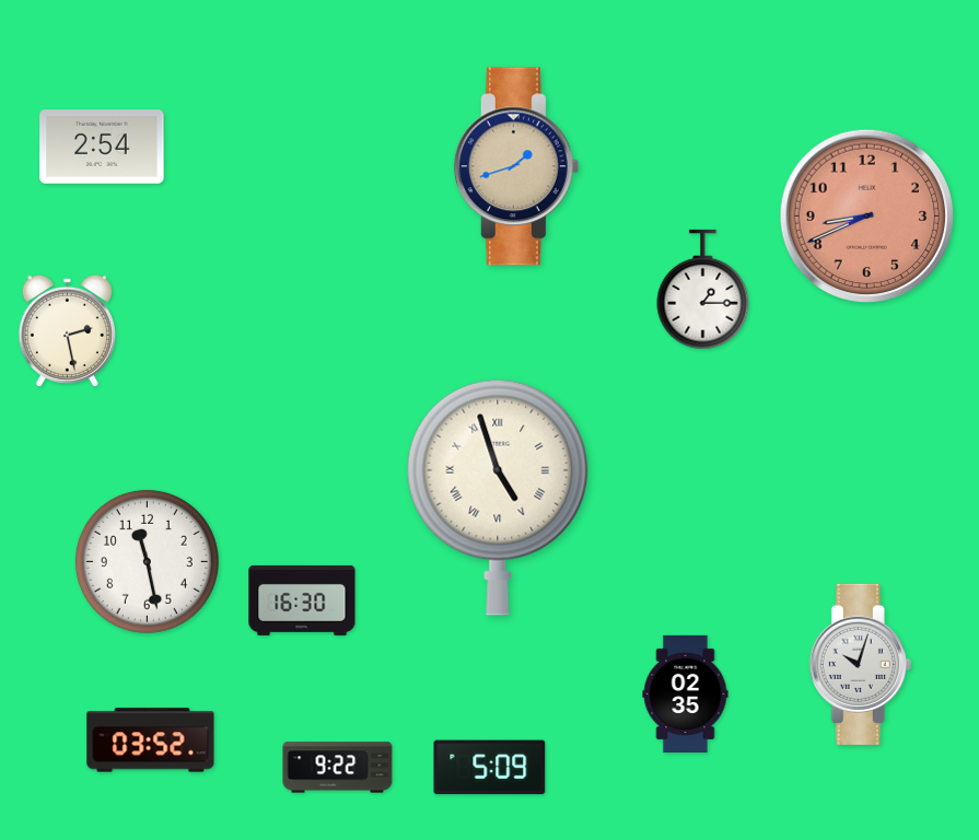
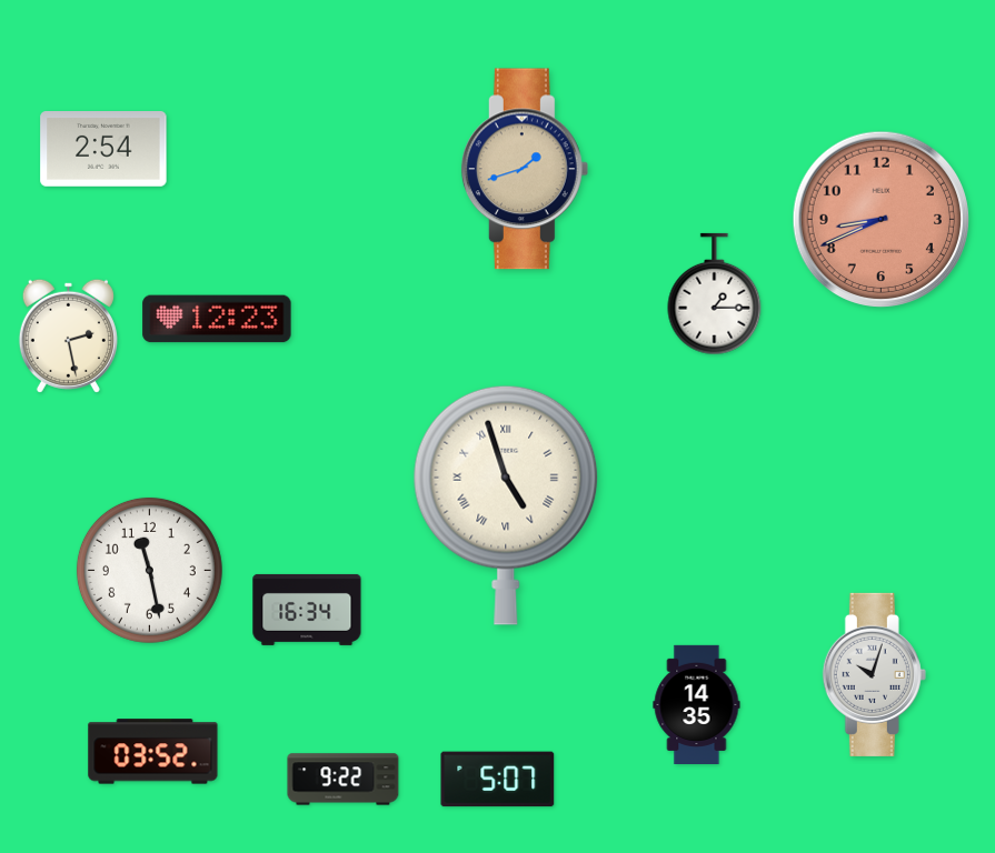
clock at (217, 319): none -> 12:23
clock at (302, 600): 16:30 -> 16:34
clock at (686, 693): 02:35 -> 14:35
clock at (490, 768): 5:09 -> 5:07
